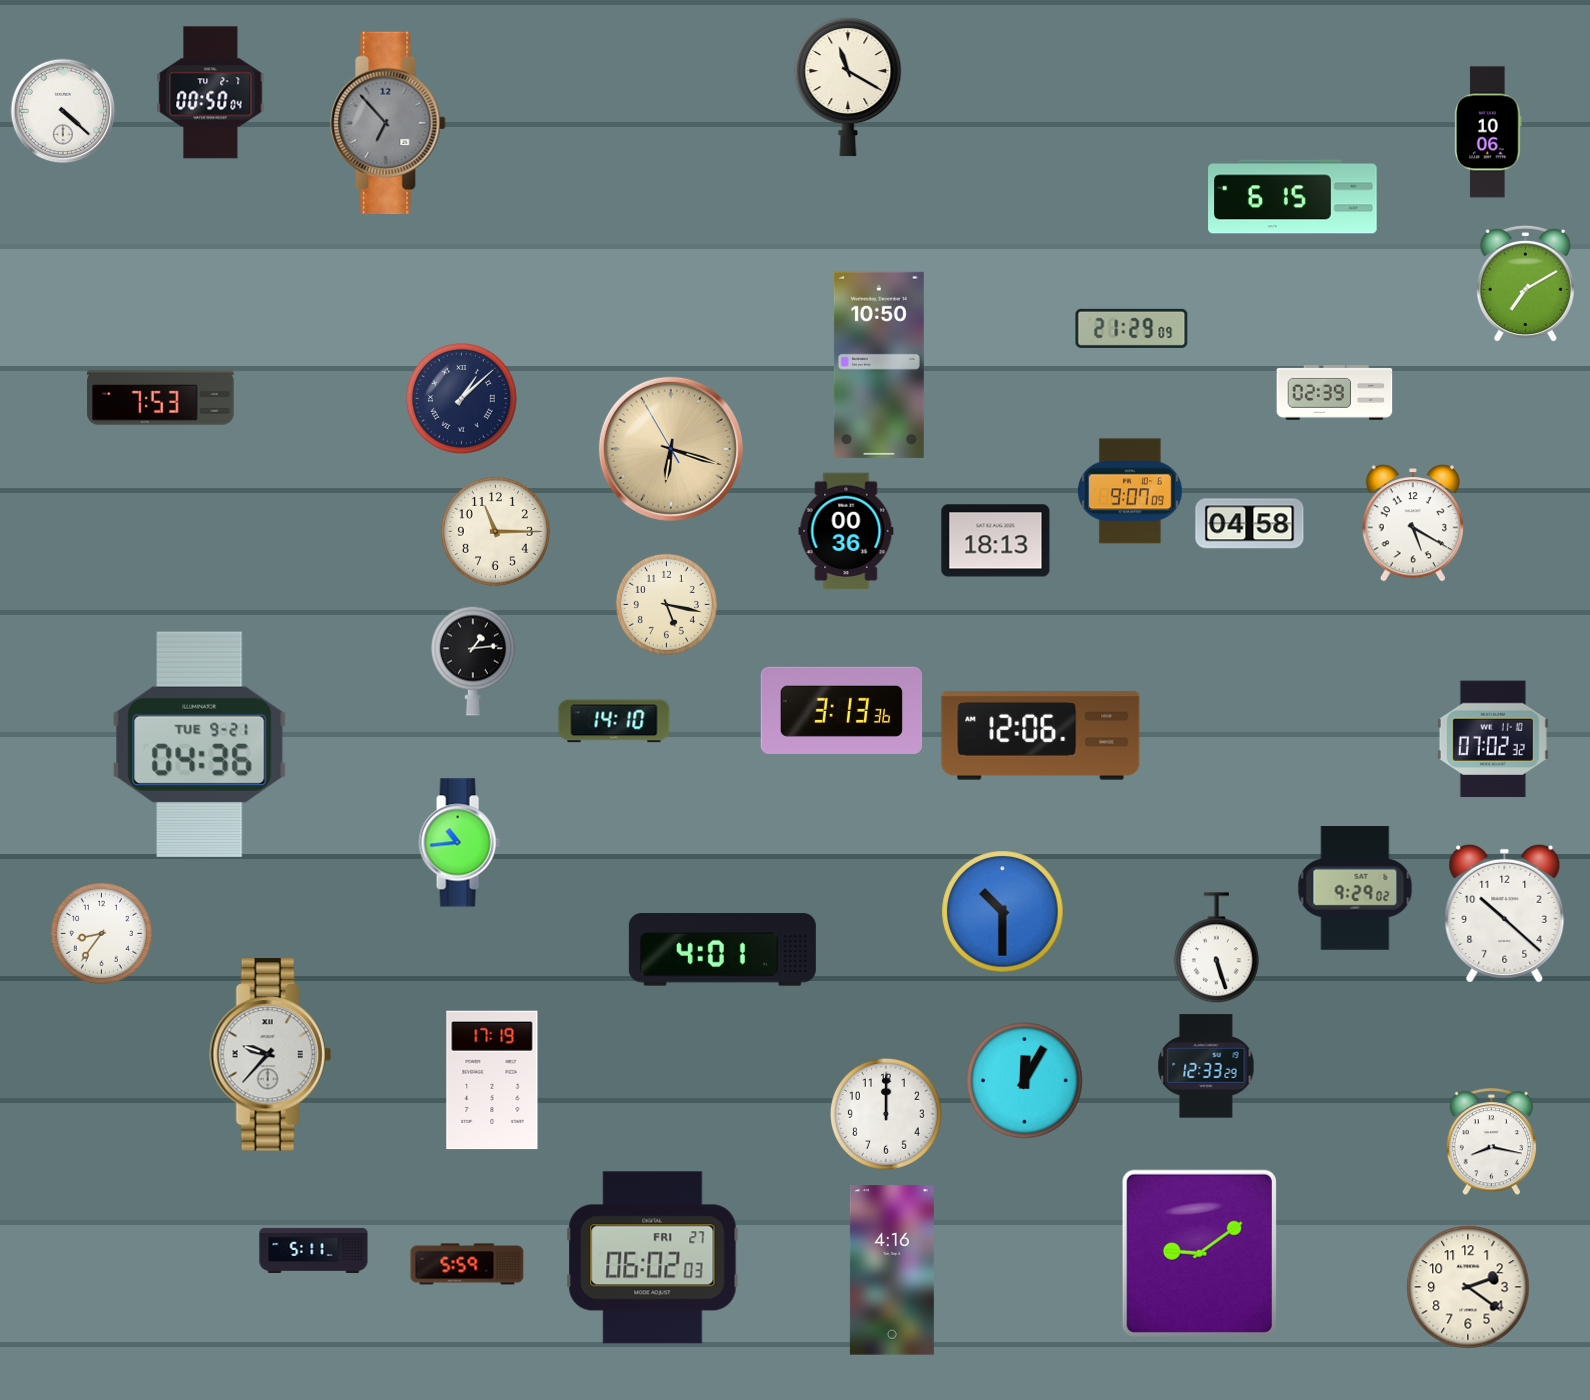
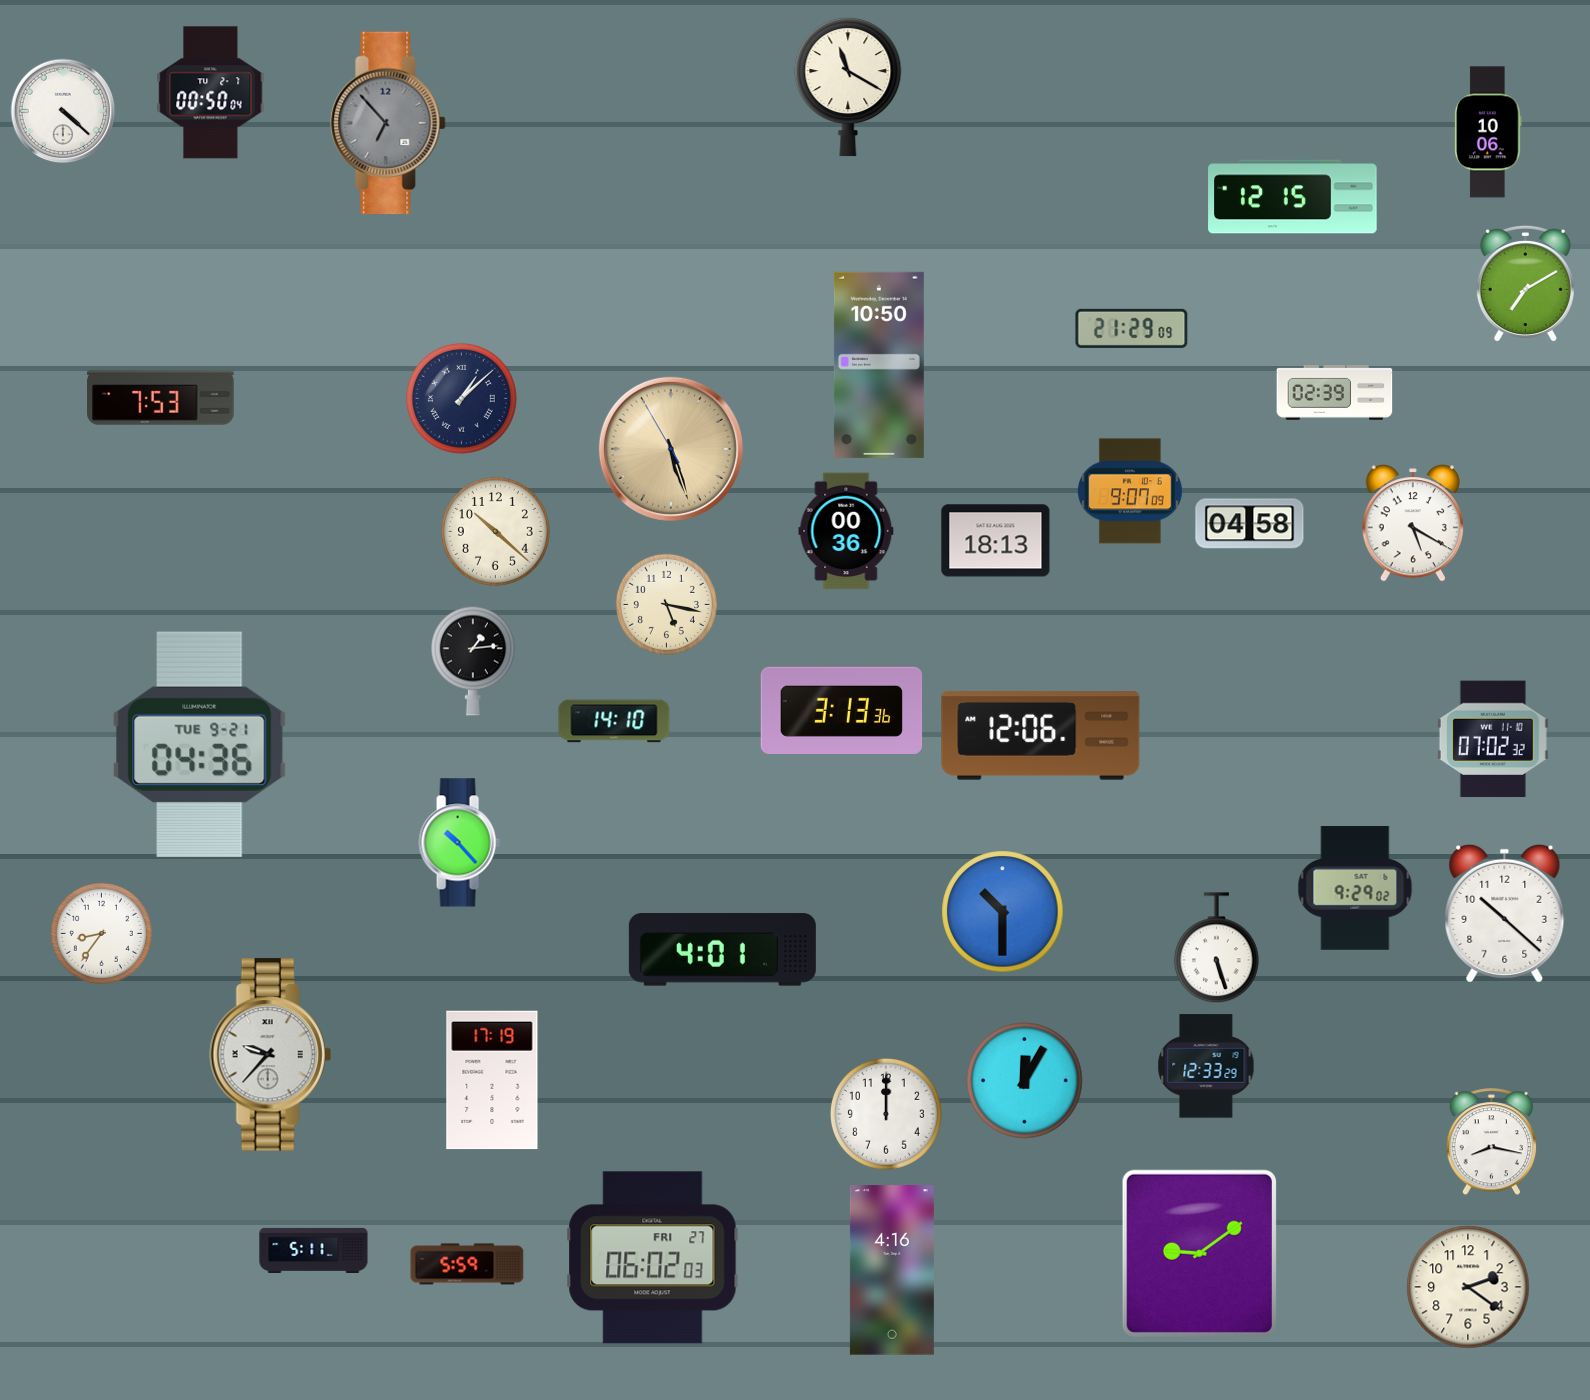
clock at (1293, 197): 6:15 -> 12:15
clock at (671, 449): 6:17 -> 5:26
clock at (495, 531): 11:15 -> 10:22
clock at (459, 843): 10:44 -> 10:23
